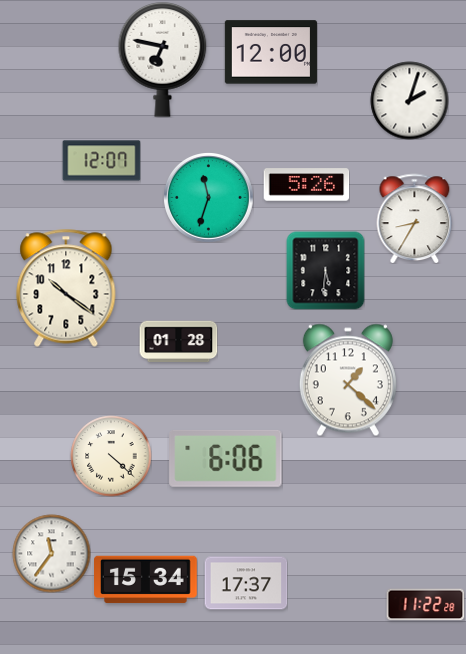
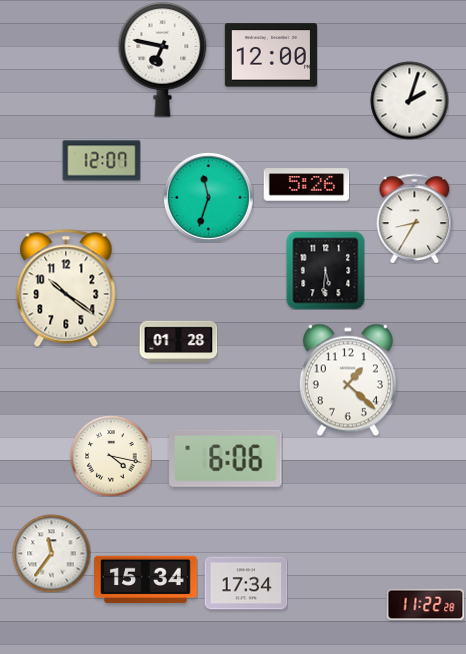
clock at (271, 52) position: (271, 52) -> (271, 55)
clock at (111, 456): 4:22 -> 4:17
clock at (246, 583): 17:37 -> 17:34
